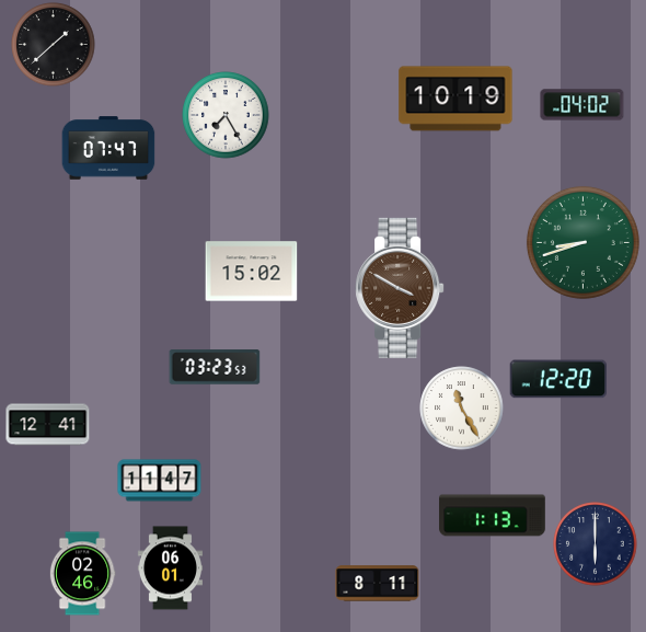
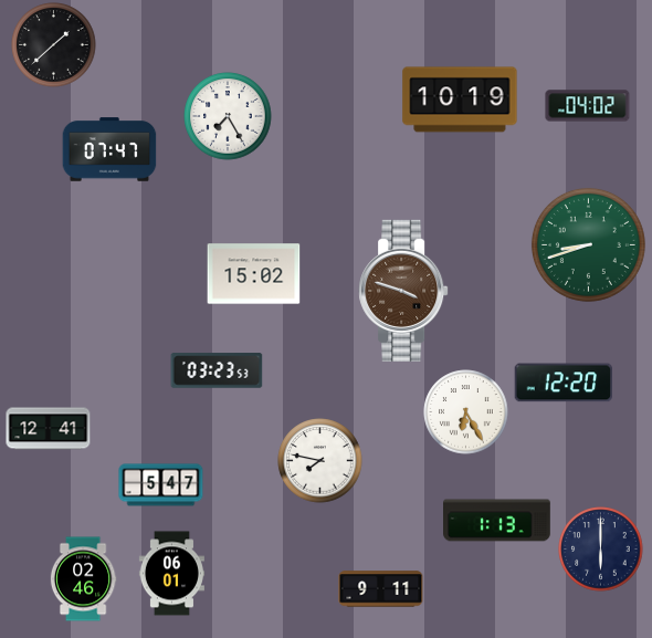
clock at (400, 288): 3:50 -> 3:48
clock at (462, 409): 11:25 -> 6:25
clock at (320, 461): none -> 7:47
clock at (160, 481): 11:47 -> 5:47
clock at (378, 584): 8:11 -> 9:11
